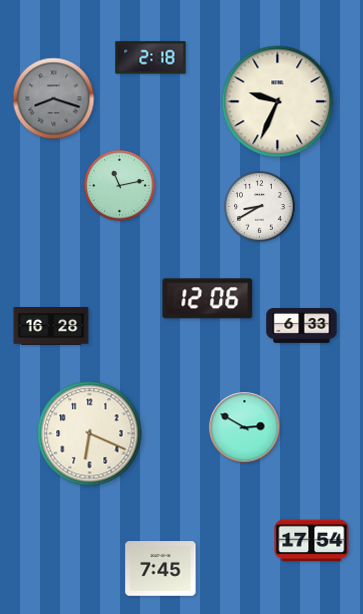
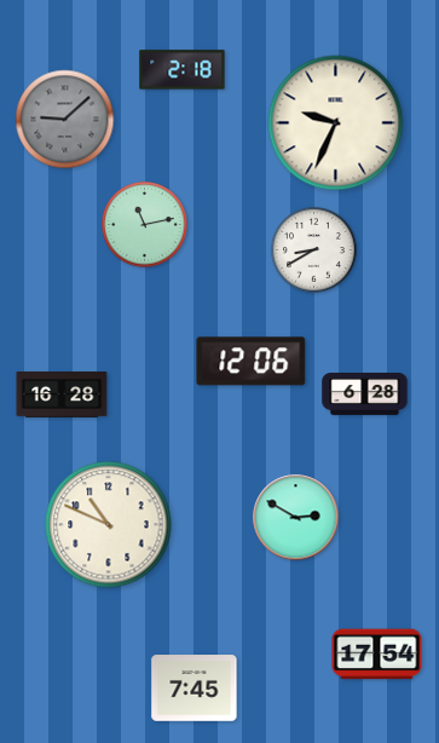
clock at (54, 99): 8:18 -> 9:08
clock at (302, 326): 6:33 -> 6:28
clock at (90, 434): 6:19 -> 10:49
